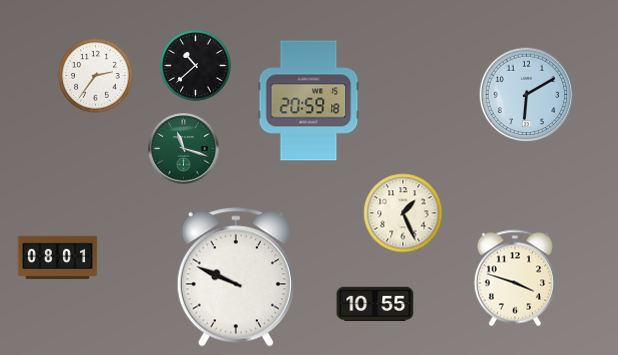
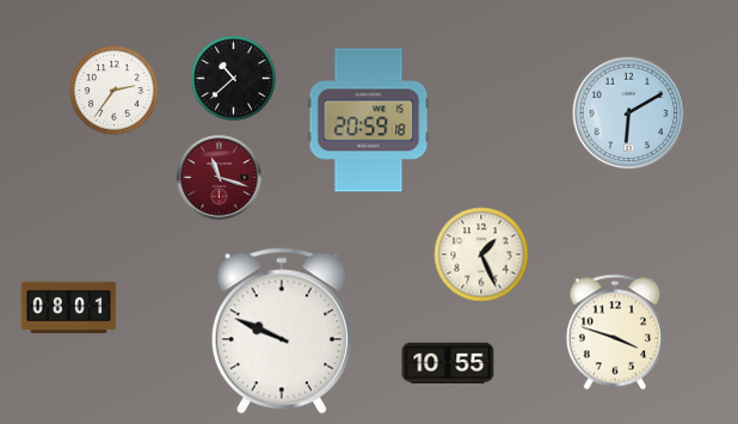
clock at (184, 149) dial: green -> burgundy
